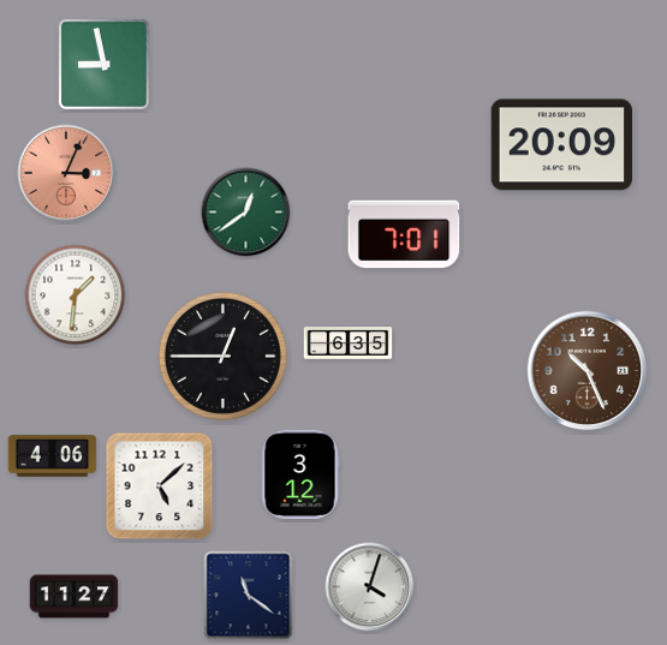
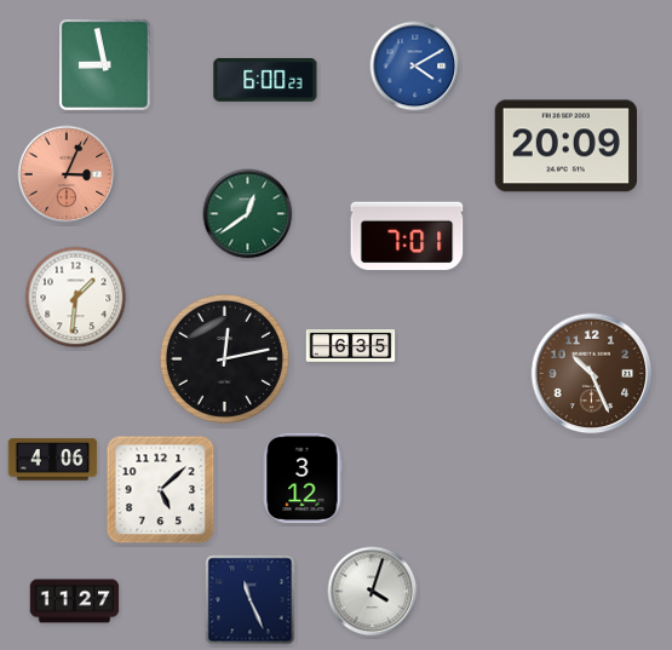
clock at (415, 67): none -> 4:10
clock at (265, 80): none -> 6:00
clock at (222, 356): 12:45 -> 12:13
clock at (249, 596): 11:21 -> 11:26
